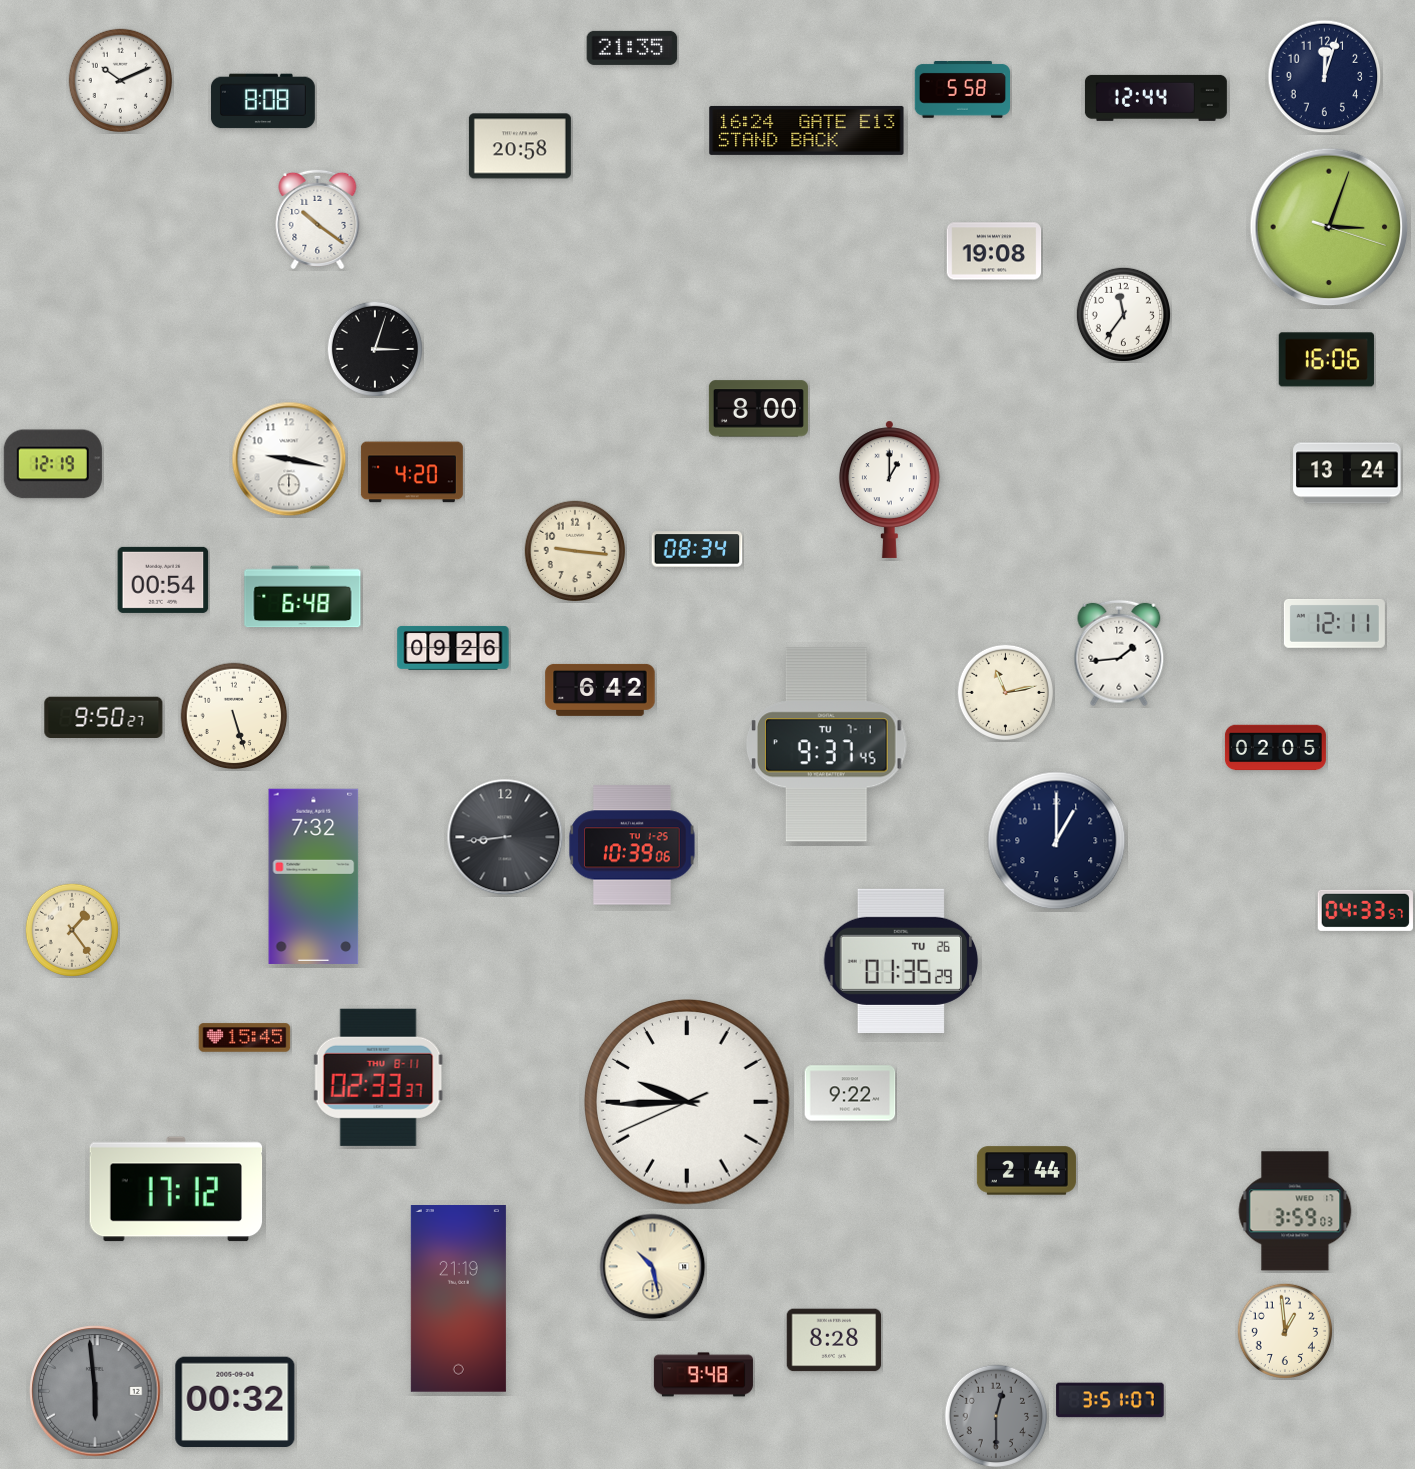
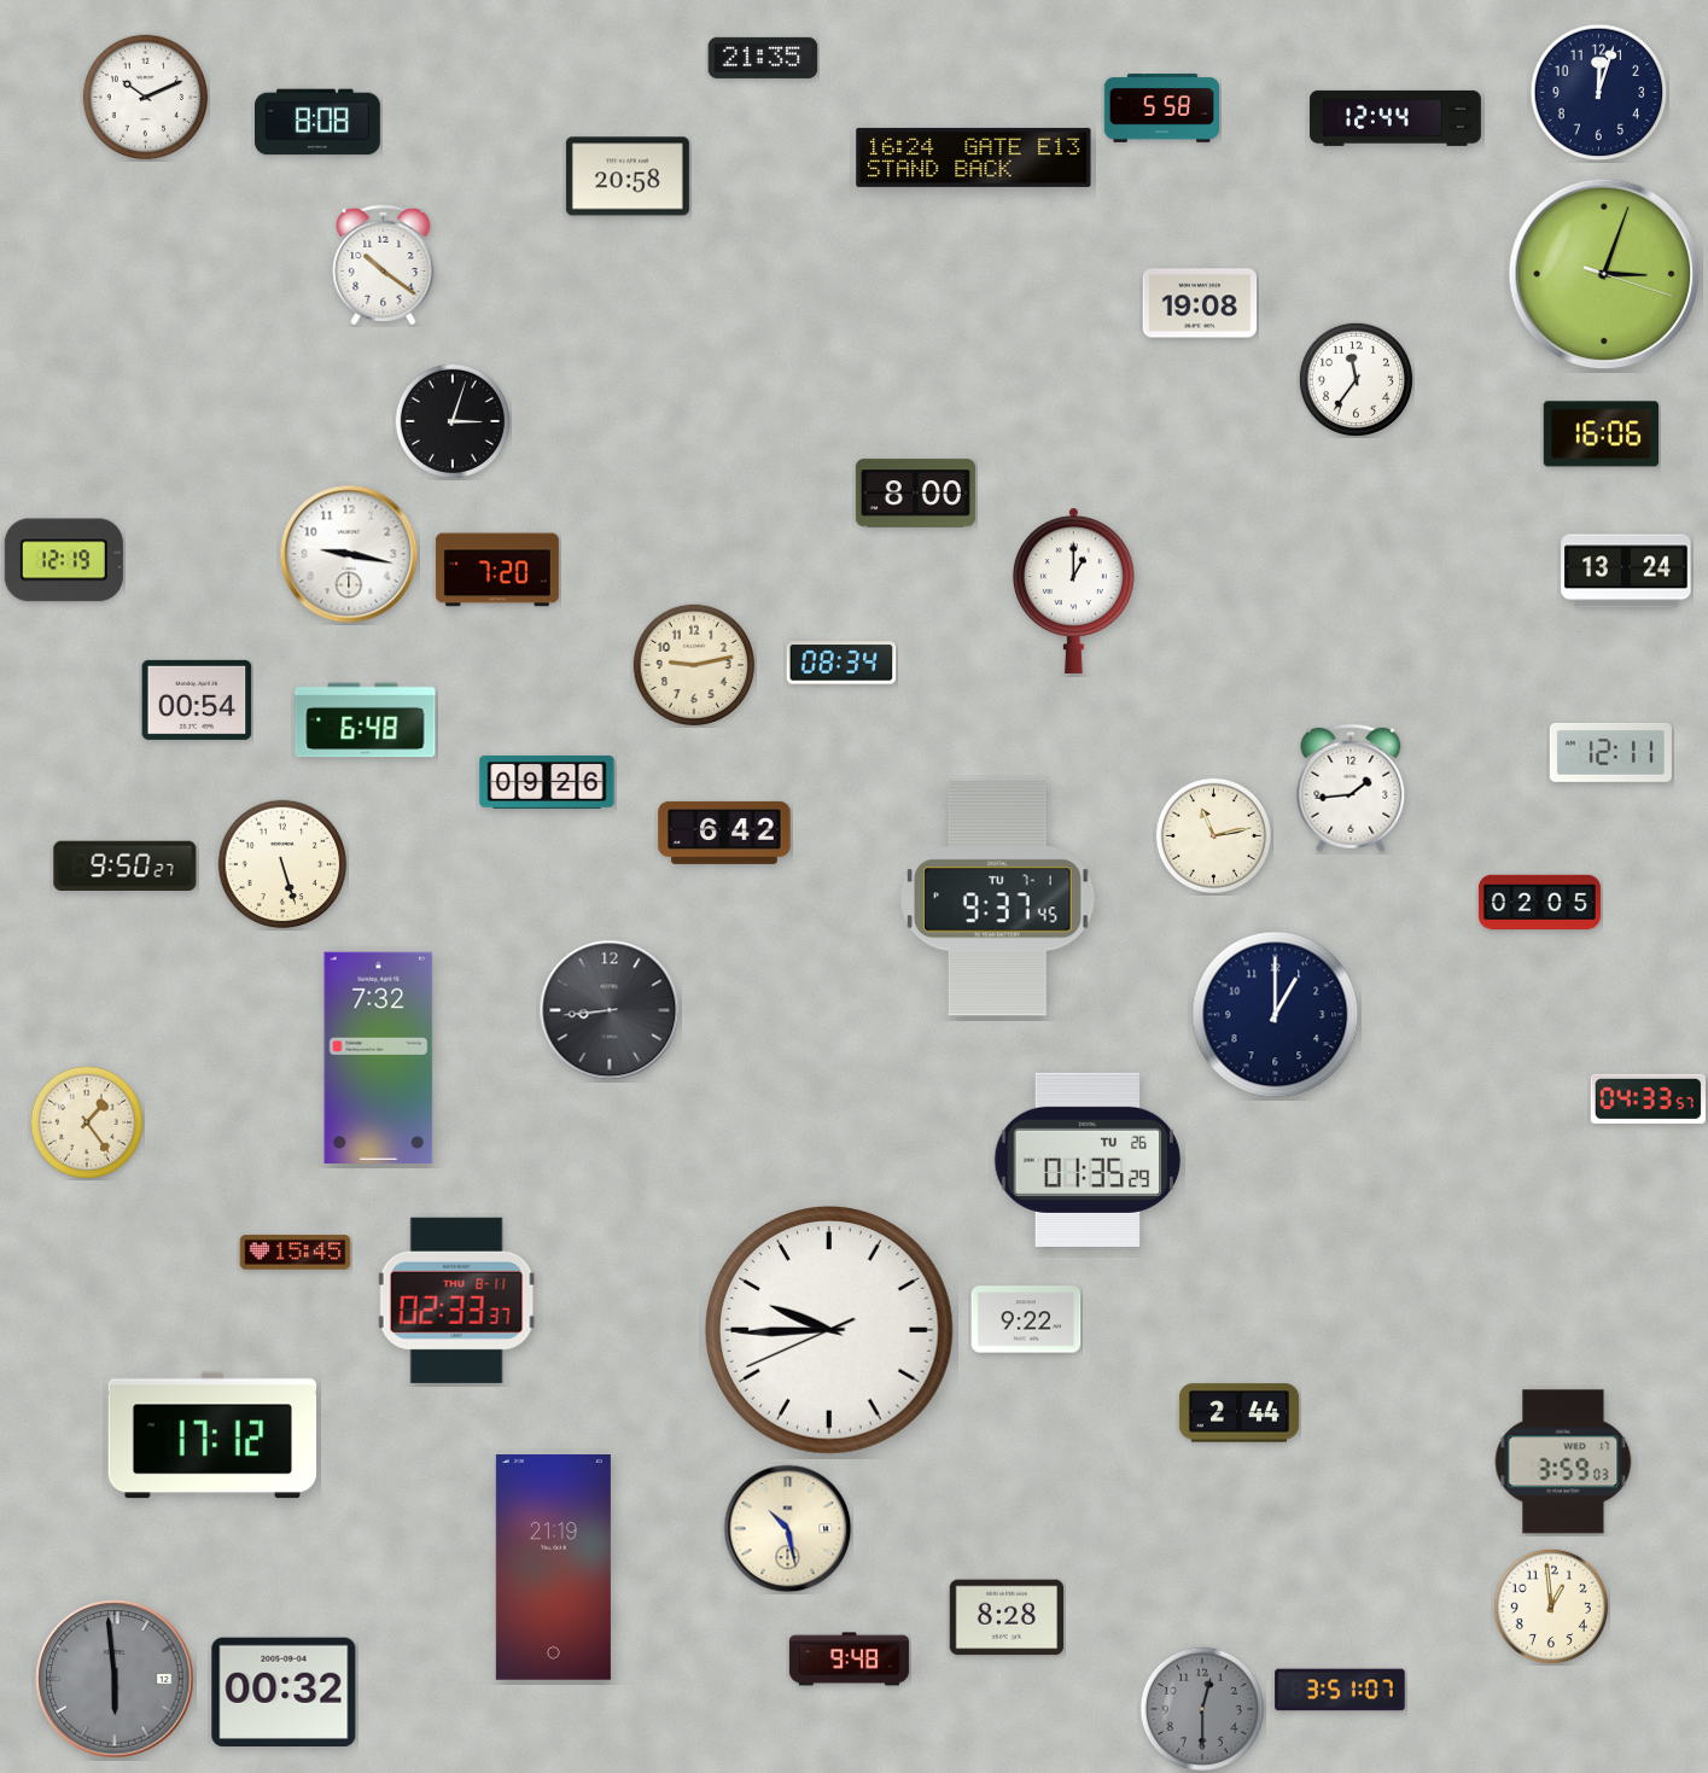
clock at (412, 472): 4:20 -> 7:20
clock at (574, 550): 9:16 -> 9:13
clock at (632, 845): 10:39 -> none
